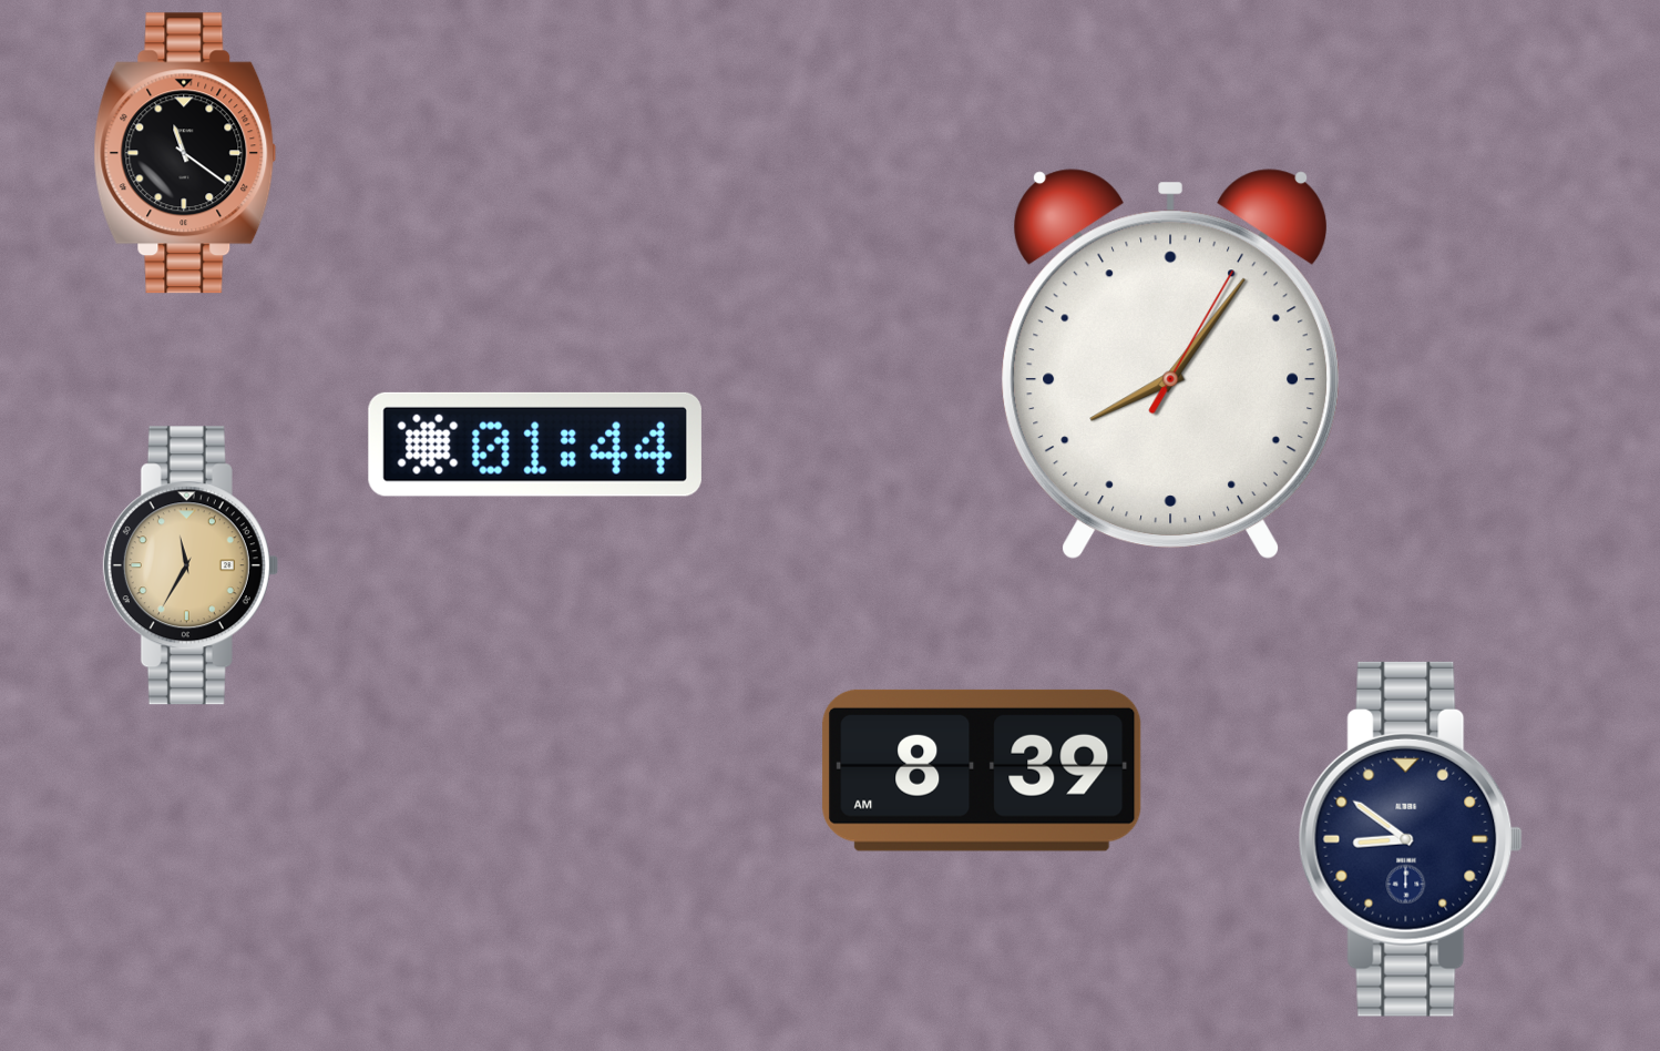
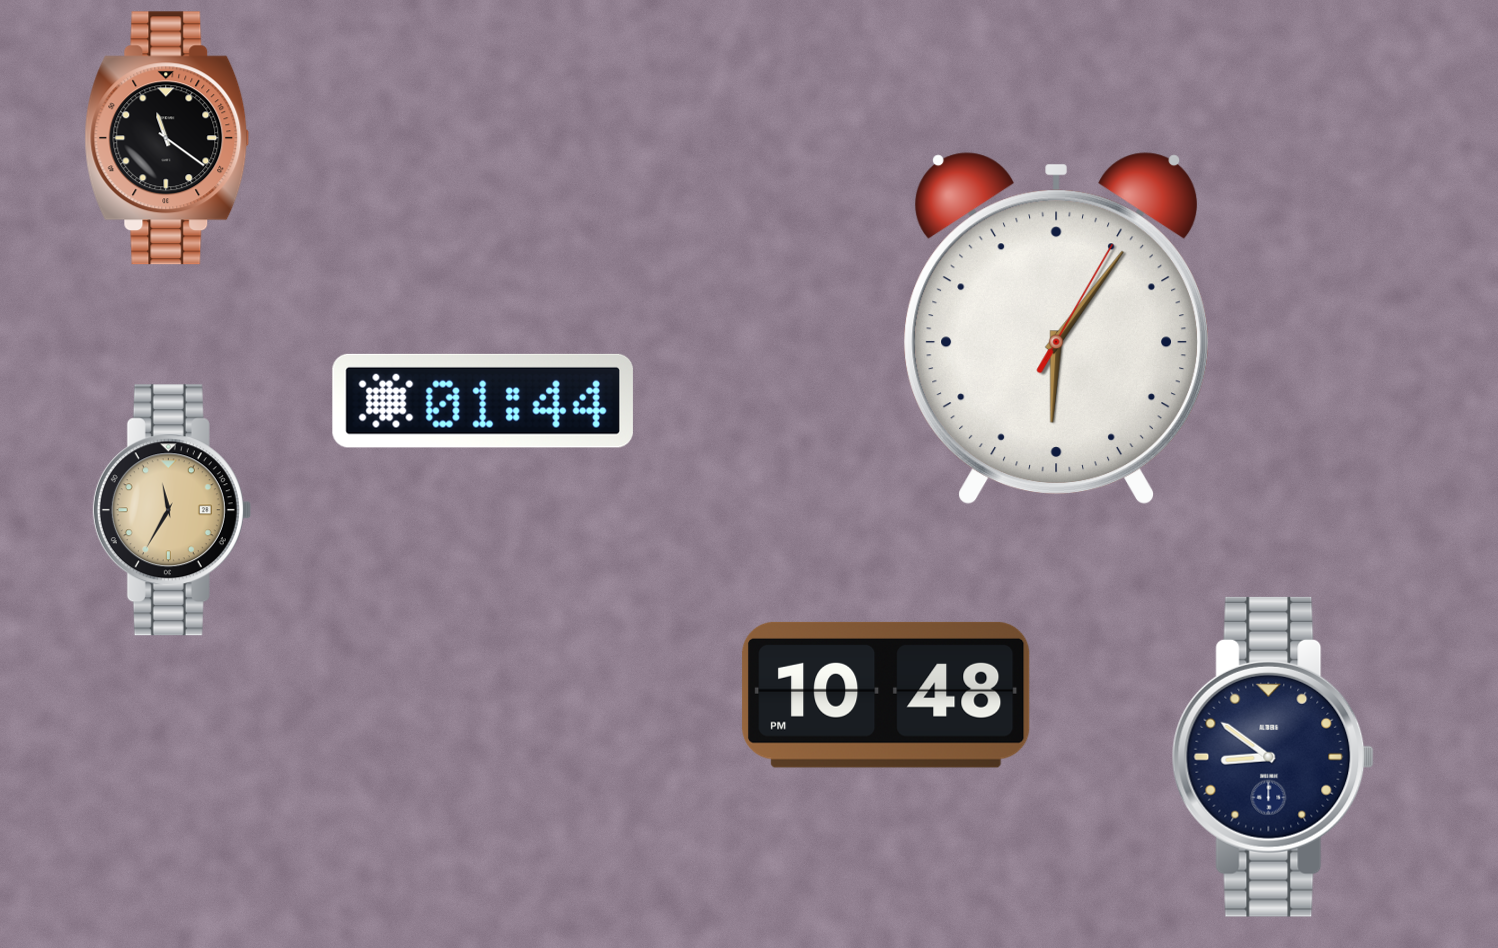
clock at (1170, 365): 8:06 -> 6:06
clock at (982, 771): 8:39 -> 10:48
